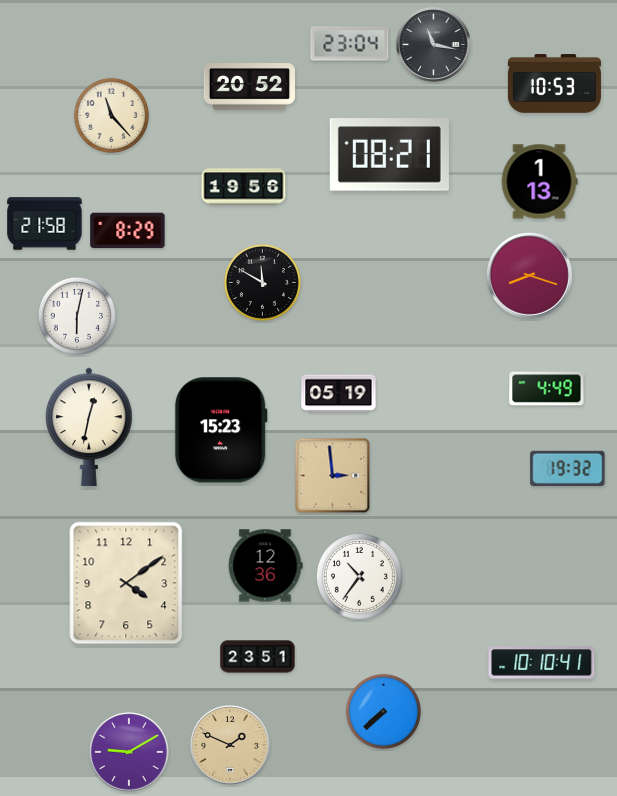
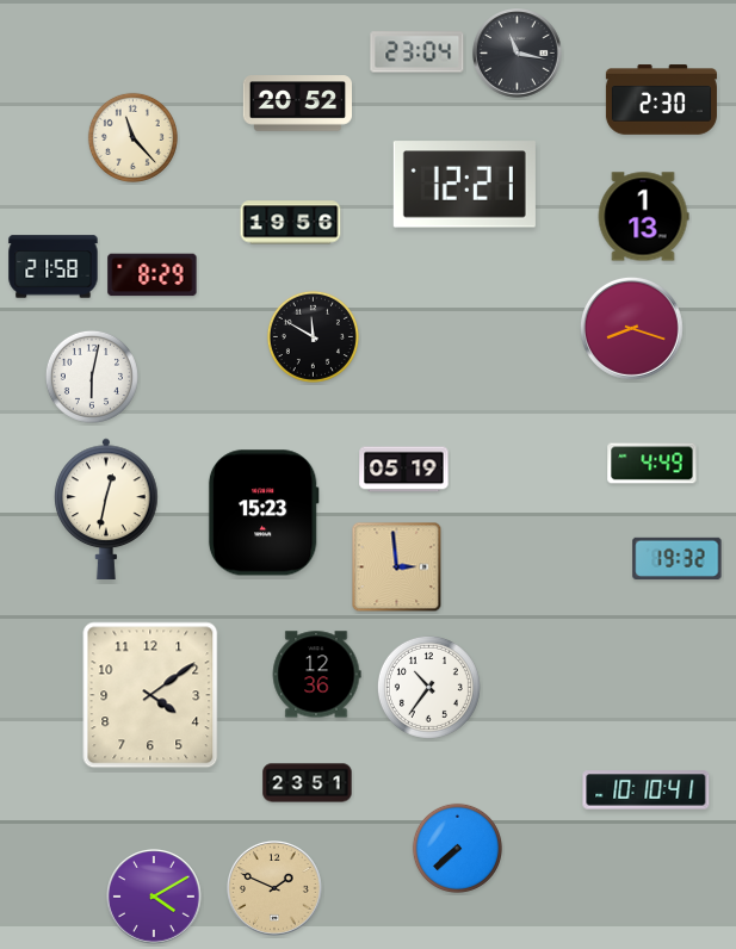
clock at (554, 84): 10:53 -> 2:30
clock at (389, 155): 08:21 -> 12:21
clock at (130, 753): 9:10 -> 4:10
